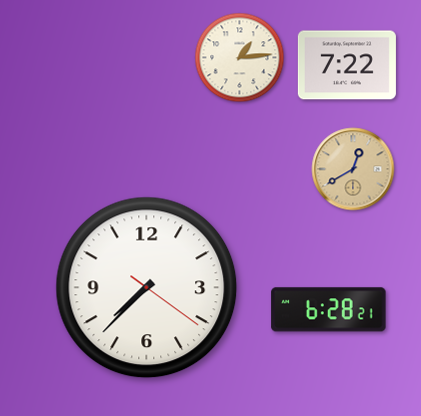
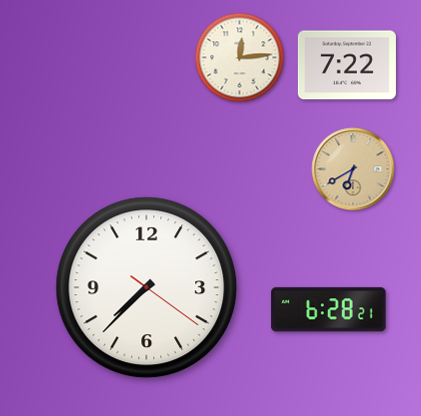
clock at (240, 58): 1:14 -> 12:14
clock at (353, 169): 12:40 -> 6:40
